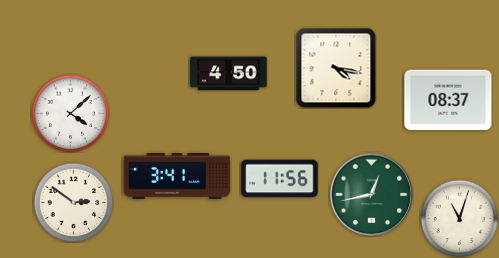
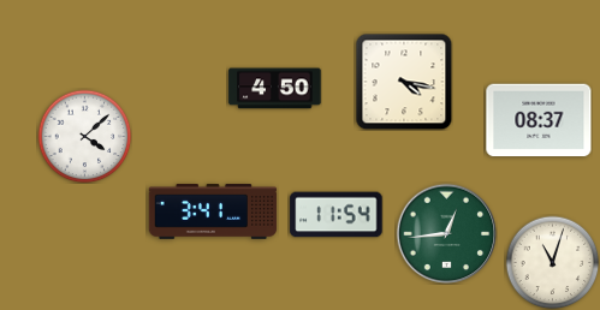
clock at (280, 179): 11:56 -> 11:54
clock at (371, 194): 12:43 -> 12:44
clock at (73, 202): 2:51 -> none
